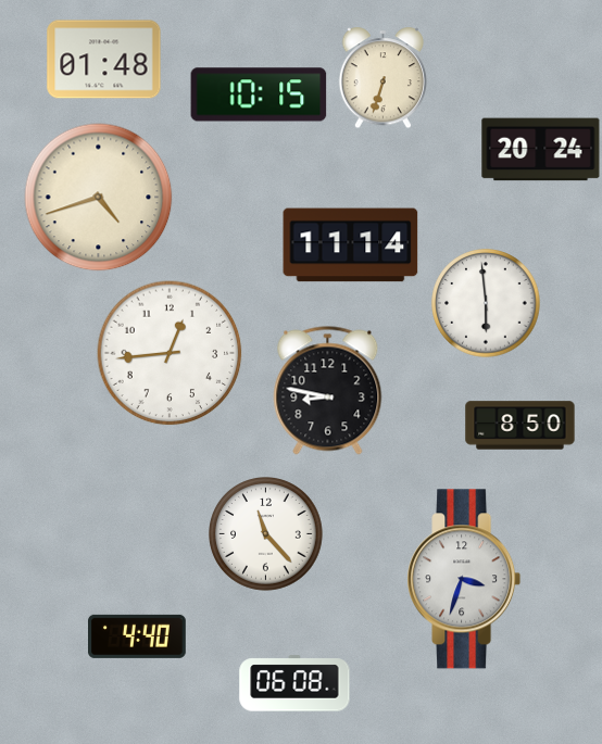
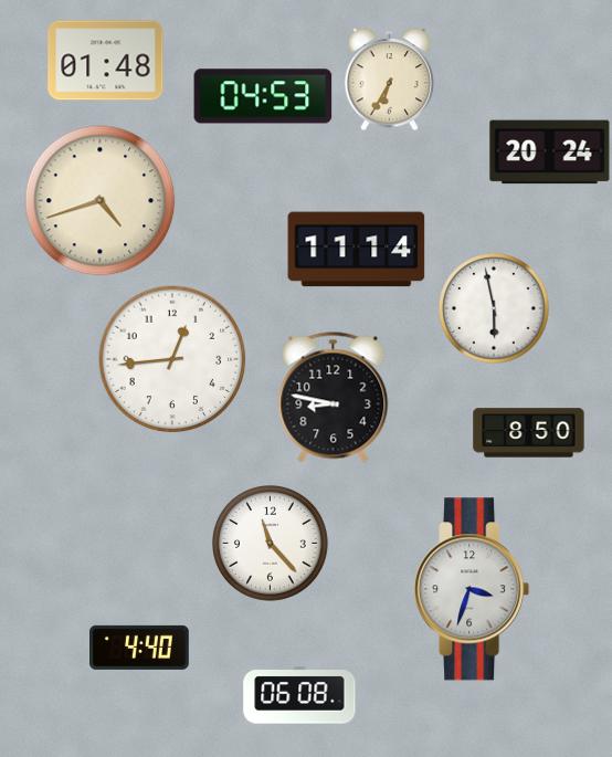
clock at (382, 77): 6:33 -> 6:35
clock at (259, 94): 10:15 -> 04:53
clock at (486, 303): 5:59 -> 5:58
